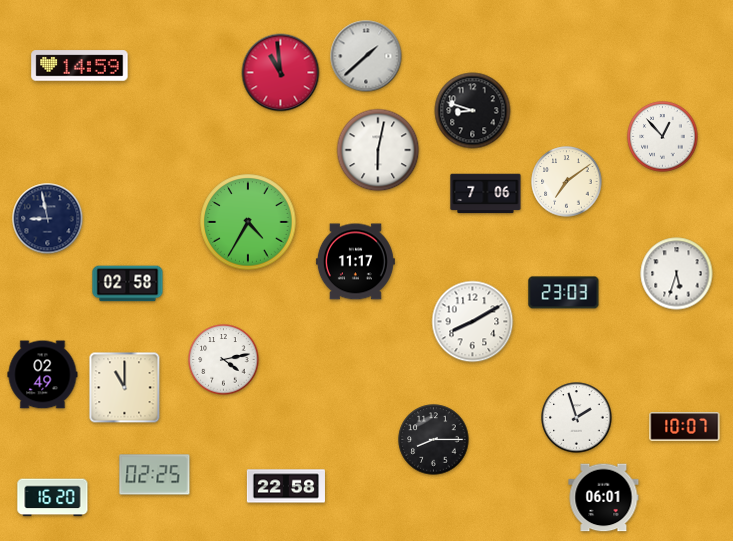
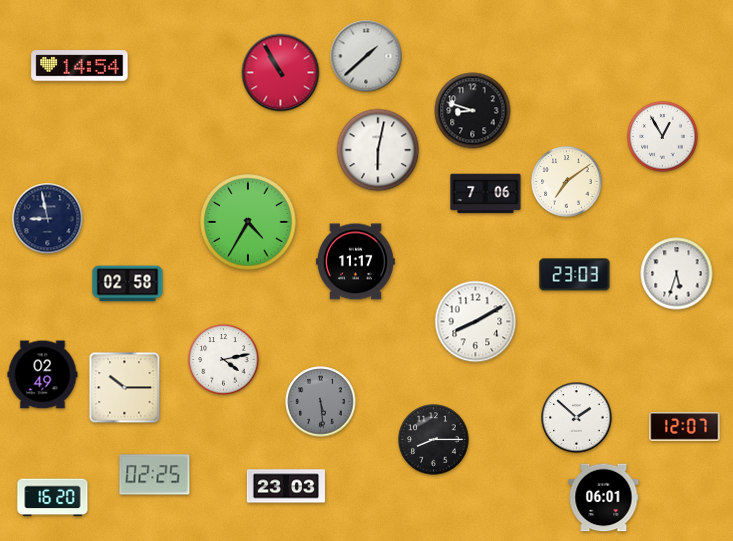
clock at (80, 66): 14:59 -> 14:54
clock at (281, 73): 10:59 -> 10:55
clock at (663, 137): 12:53 -> 12:55
clock at (564, 293) position: (564, 293) -> (575, 275)
clock at (473, 322) position: (473, 322) -> (476, 322)
clock at (125, 388): 11:00 -> 10:15
clock at (321, 402): none -> 5:29
clock at (577, 418): 1:57 -> 1:52
clock at (685, 427): 10:07 -> 12:07
clock at (286, 486): 22:58 -> 23:03
